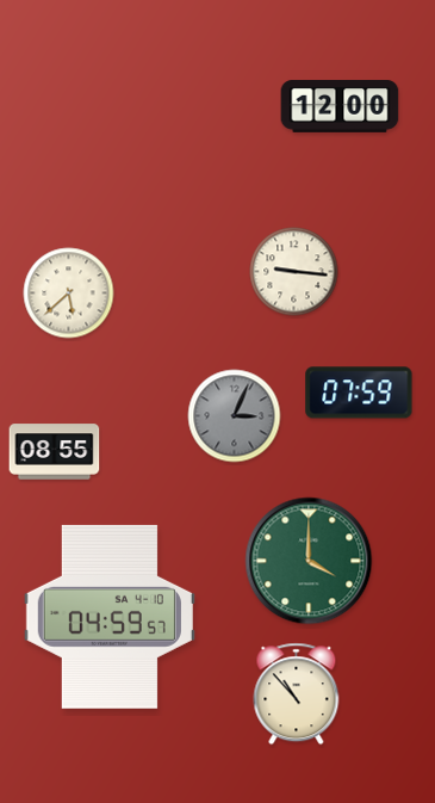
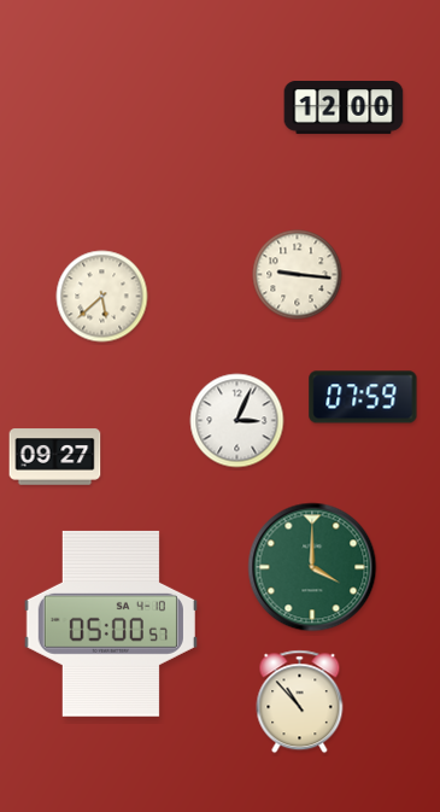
clock at (69, 294) position: (69, 294) -> (102, 297)
clock at (235, 416) dial: grey -> white
clock at (55, 452): 08:55 -> 09:27
clock at (110, 617): 04:59 -> 05:00
